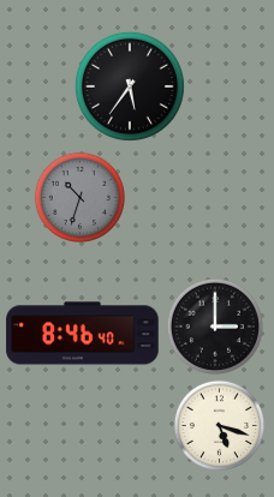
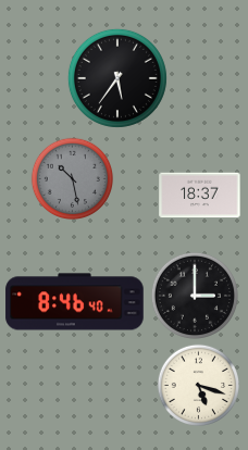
clock at (79, 197): 10:33 -> 10:28
clock at (200, 196): none -> 18:37
